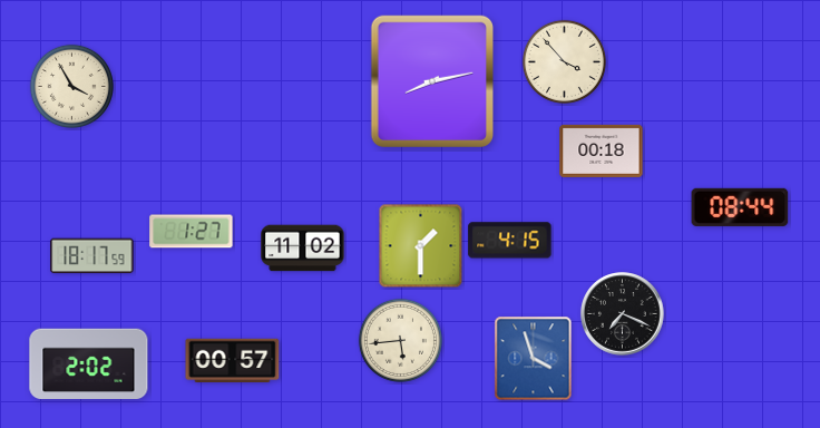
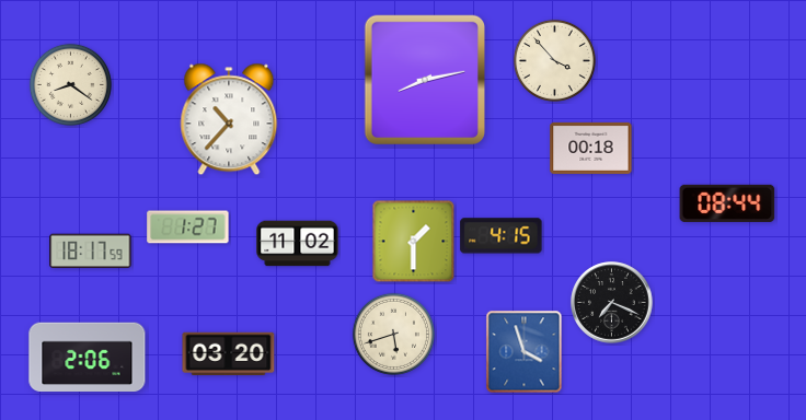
clock at (71, 86): 3:55 -> 8:21
clock at (229, 119): none -> 10:37
clock at (623, 314) position: (623, 314) -> (612, 303)
clock at (400, 340): 5:44 -> 5:42
clock at (233, 361): 00:57 -> 03:20
clock at (89, 364): 2:02 -> 2:06
